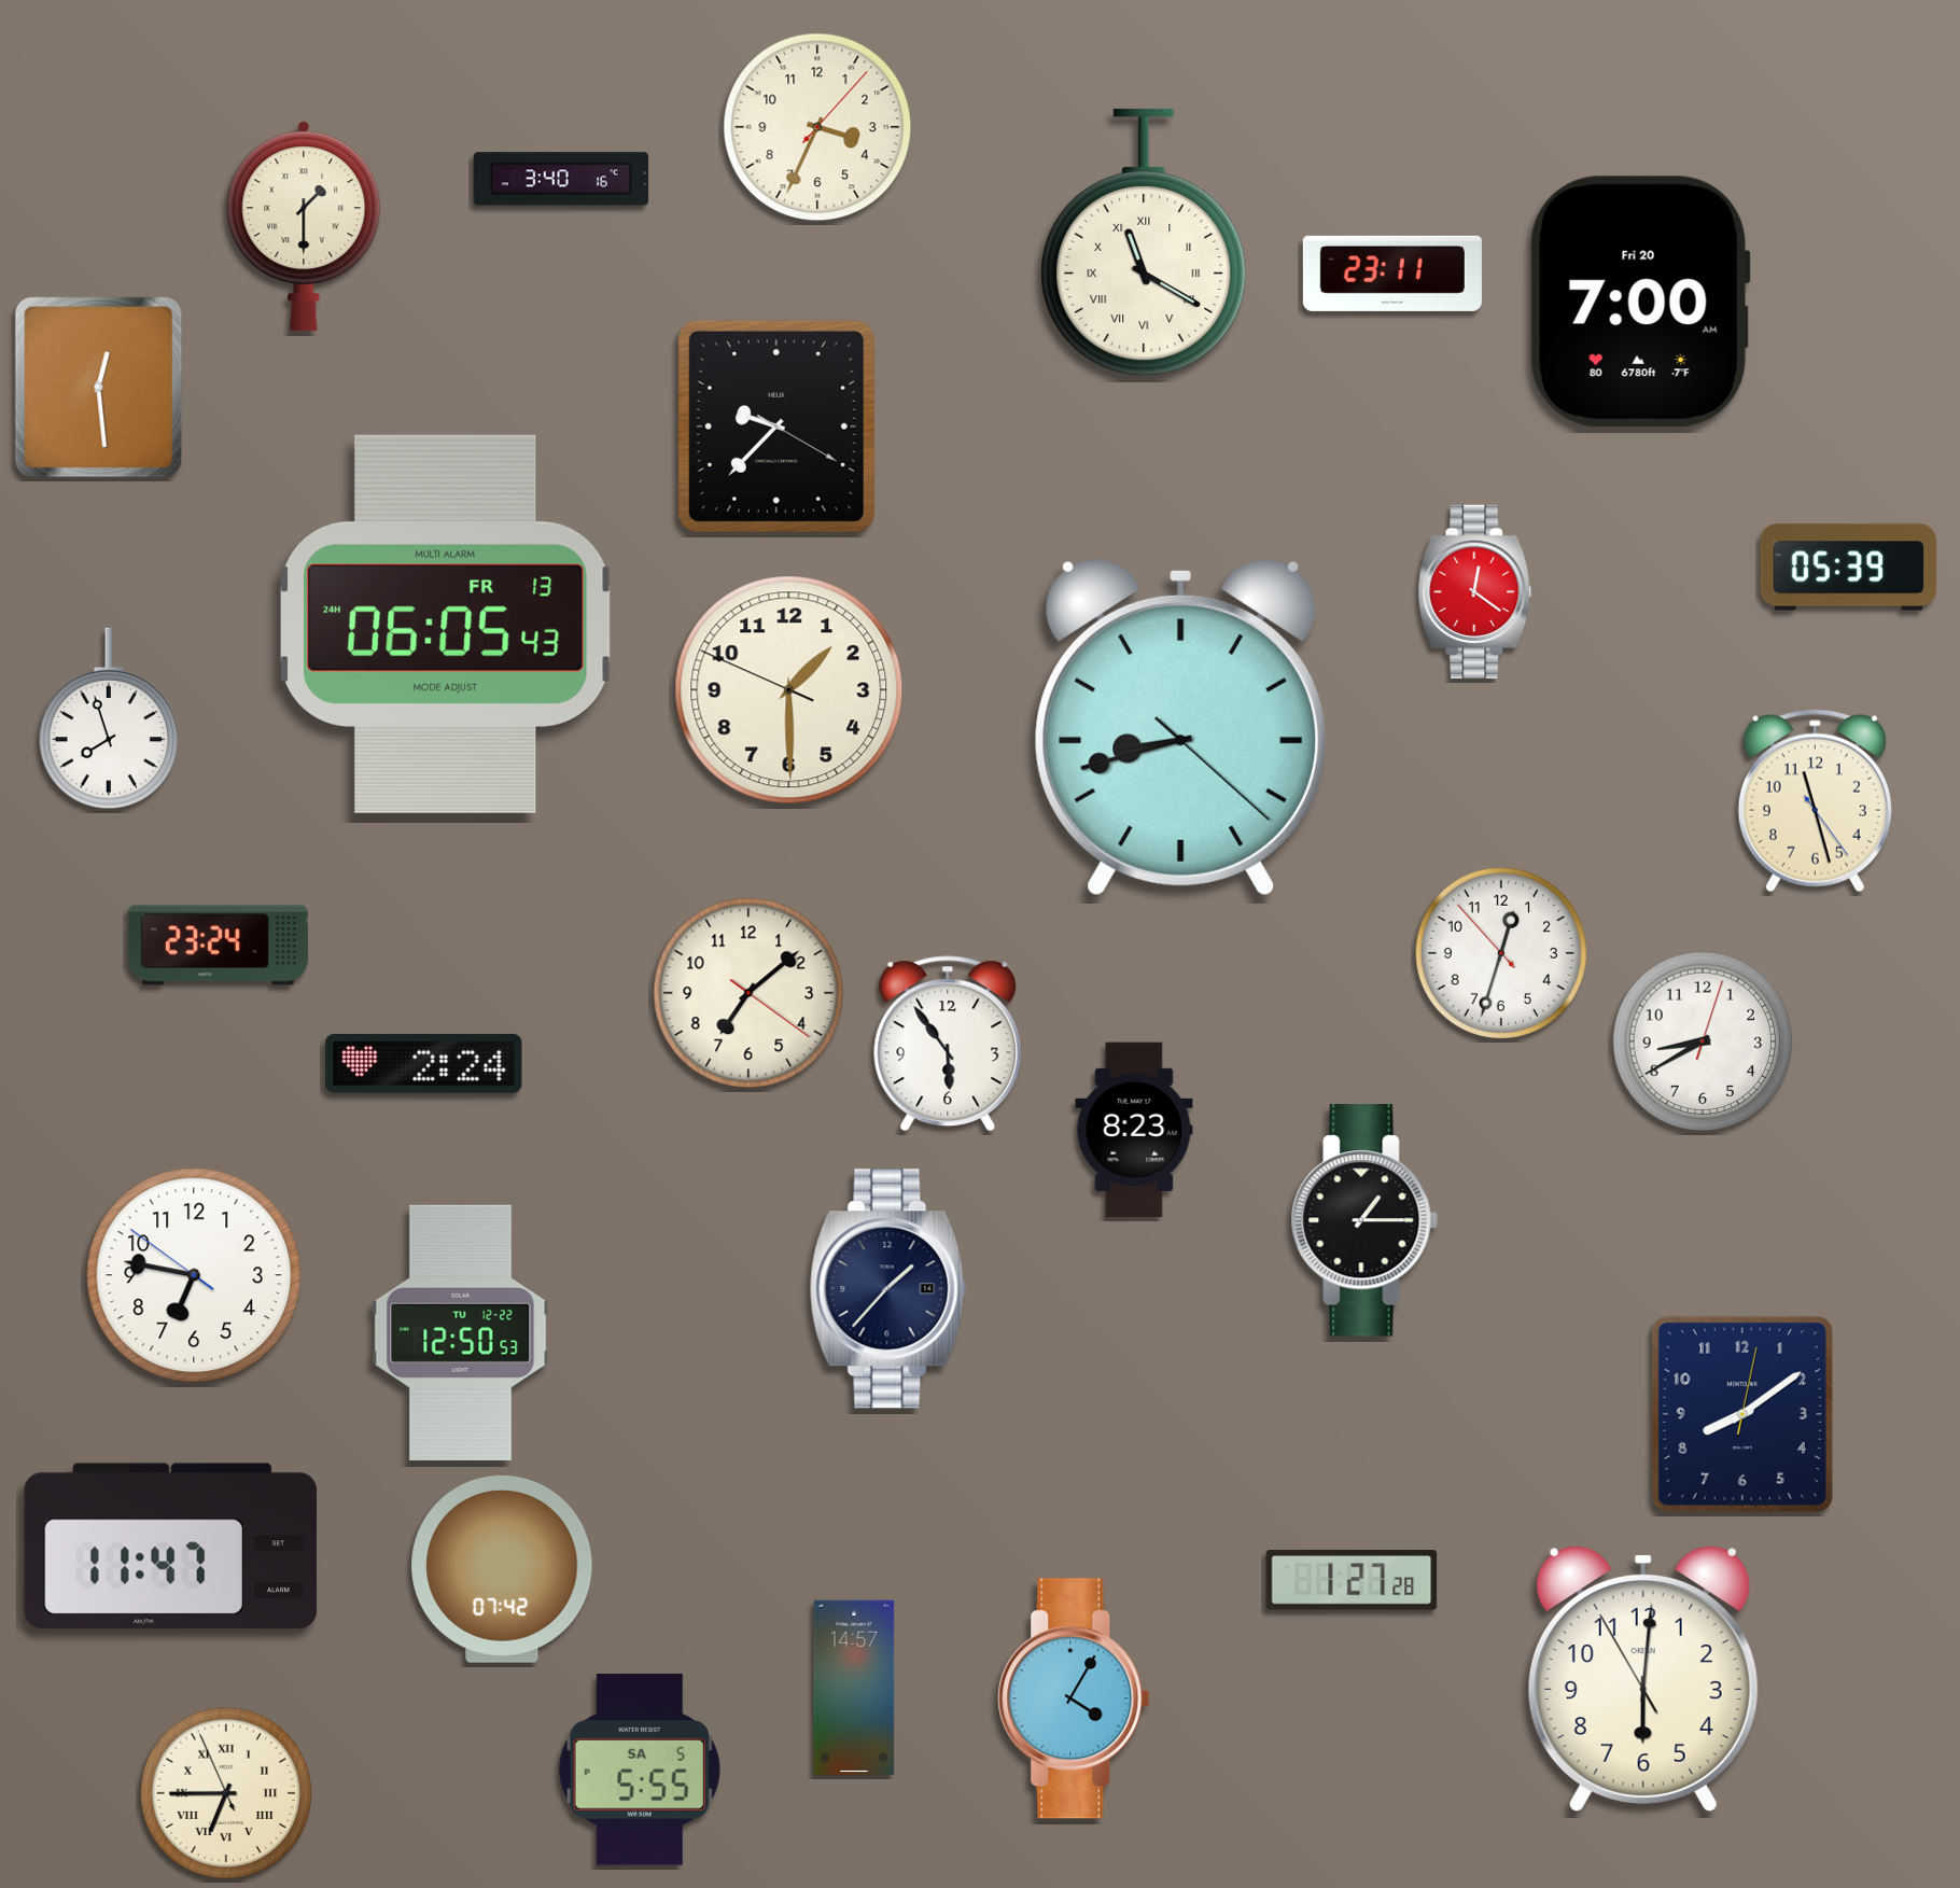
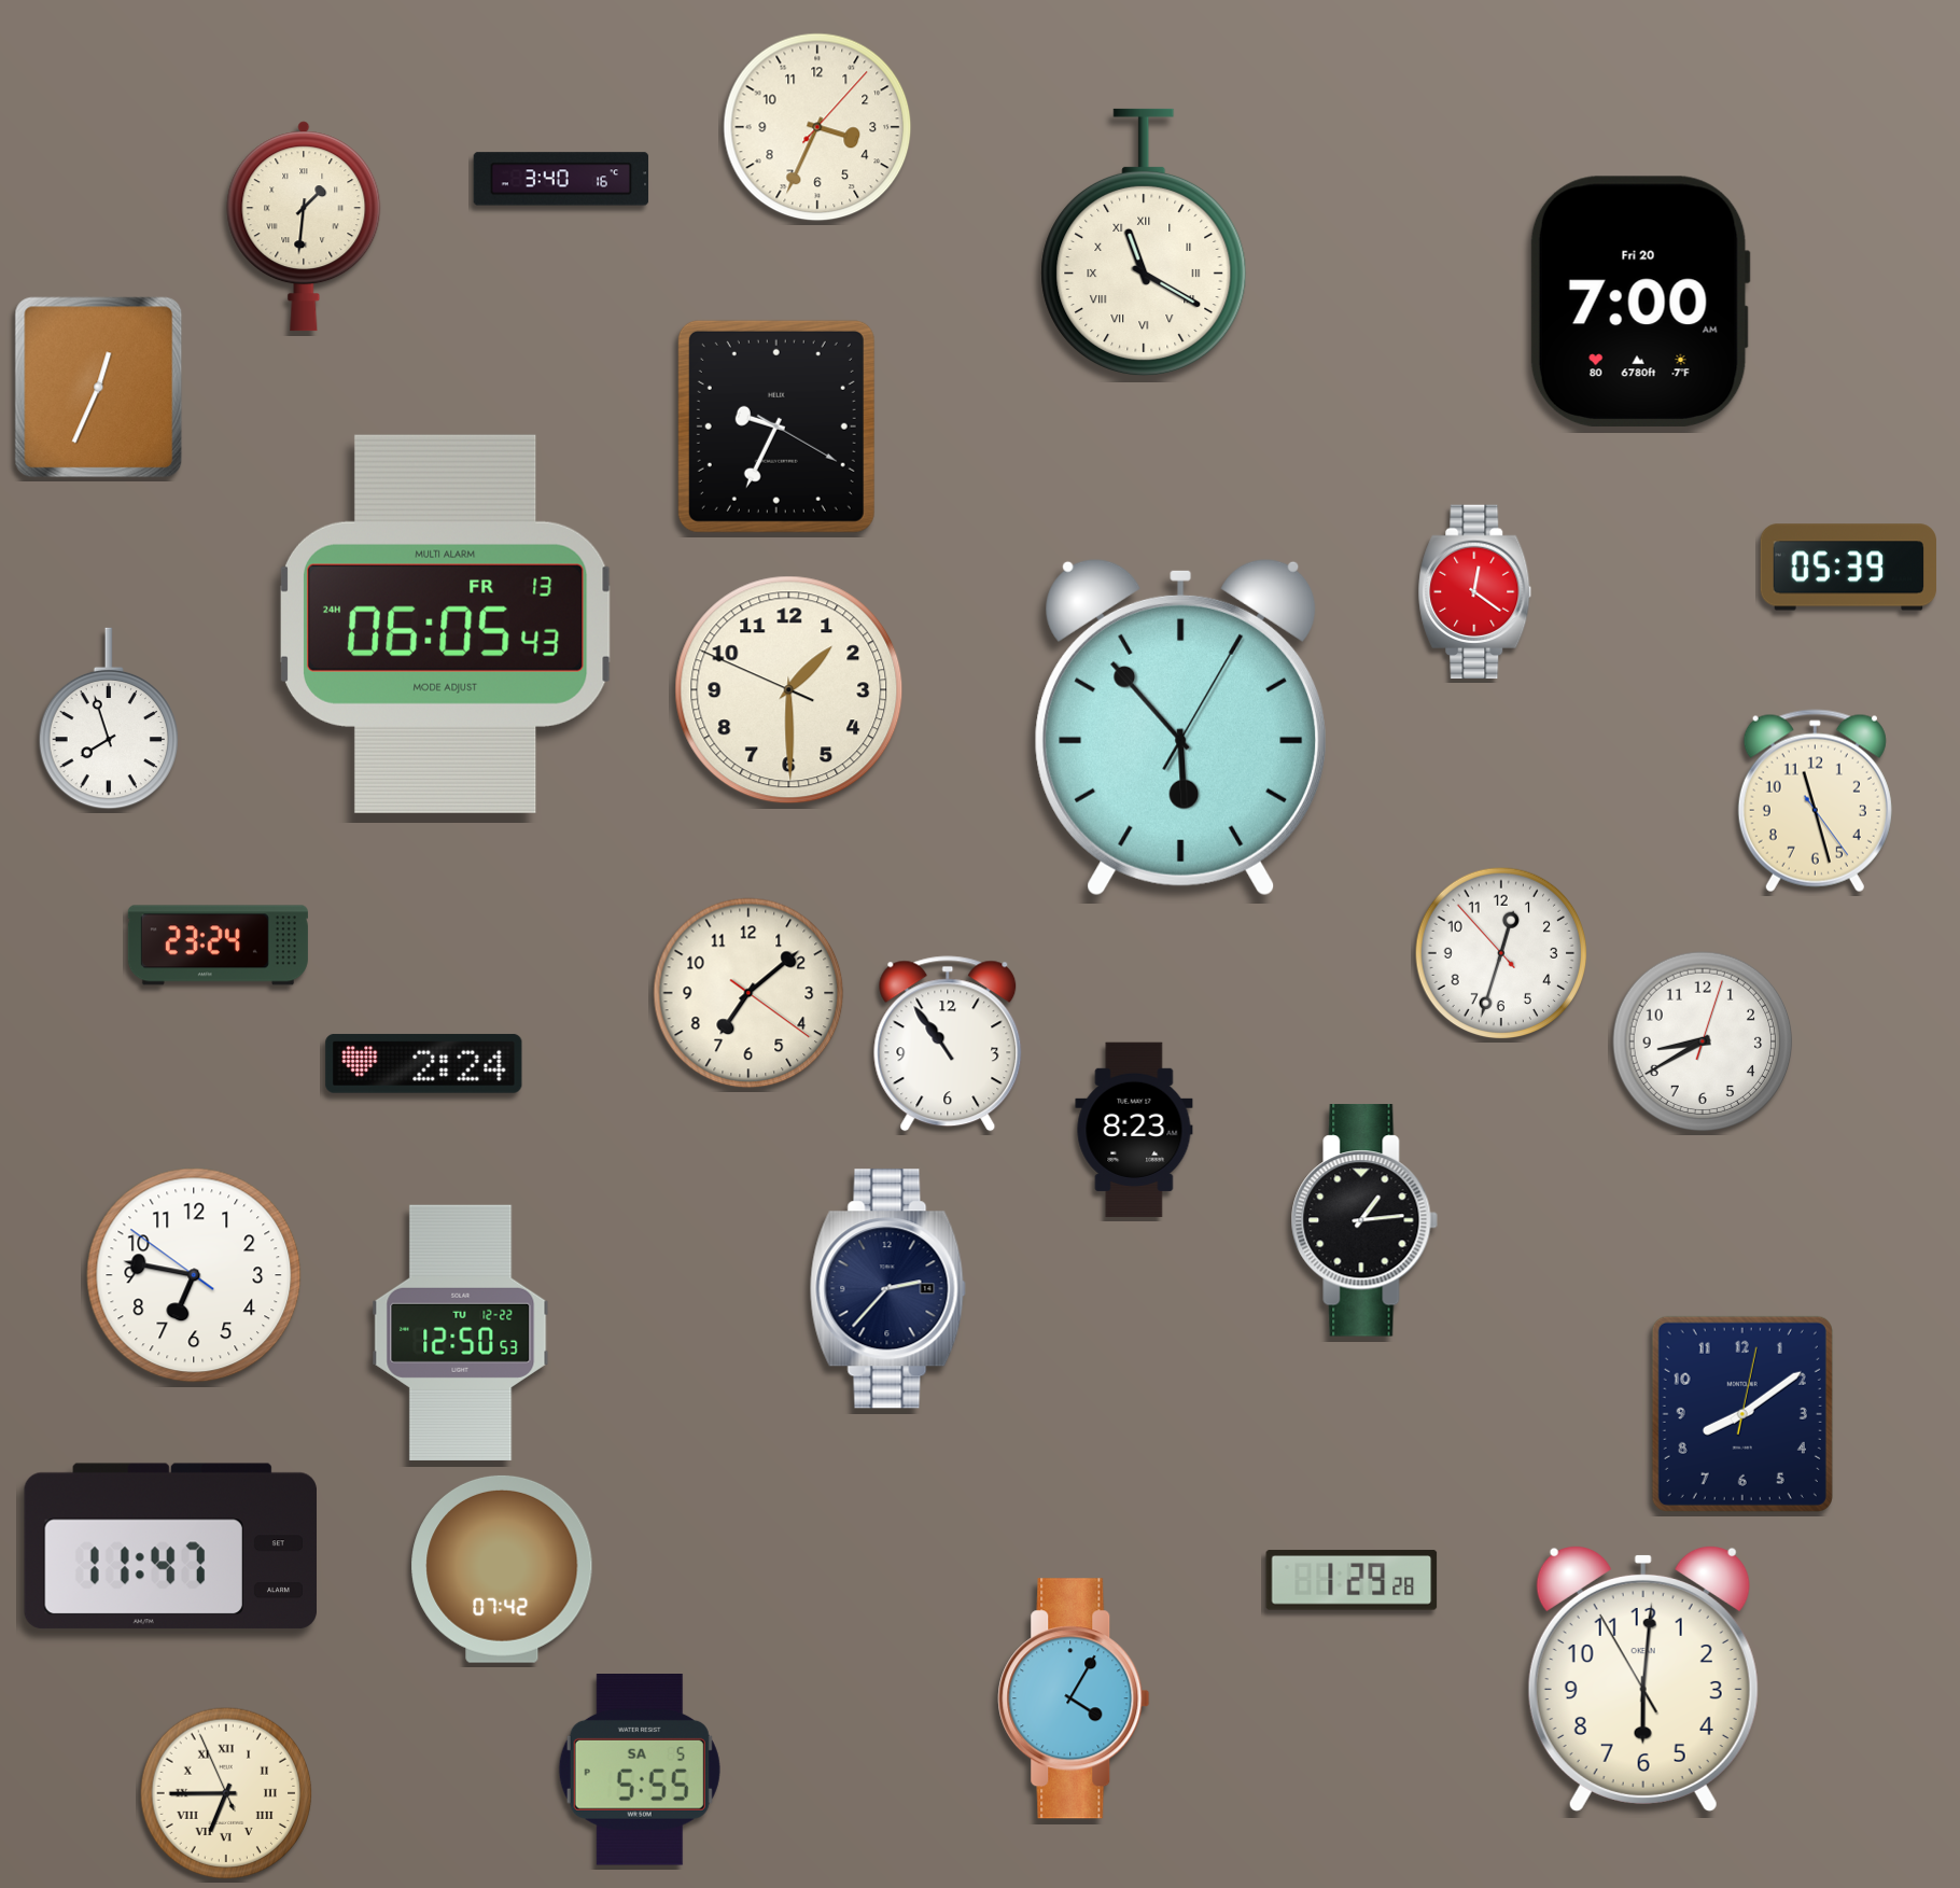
clock at (304, 226): 1:30 -> 1:31
clock at (1392, 274): 23:11 -> none
clock at (99, 388): 12:29 -> 12:34
clock at (776, 426): 9:37 -> 9:34
clock at (1180, 727): 8:42 -> 5:53
clock at (948, 1044): 5:54 -> 10:54
clock at (1364, 1220): 1:15 -> 1:14
clock at (887, 1289): 1:37 -> 2:37
clock at (1352, 1580): 1:27 -> 1:29
clock at (854, 1688): 14:57 -> none
